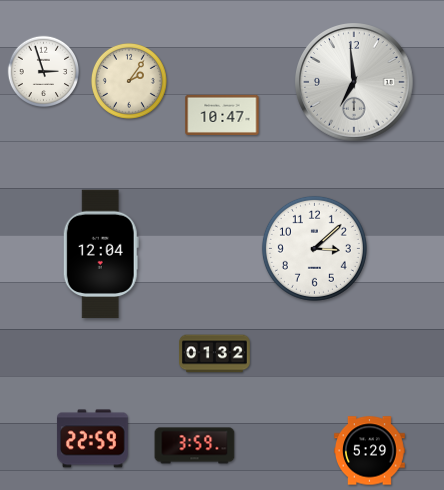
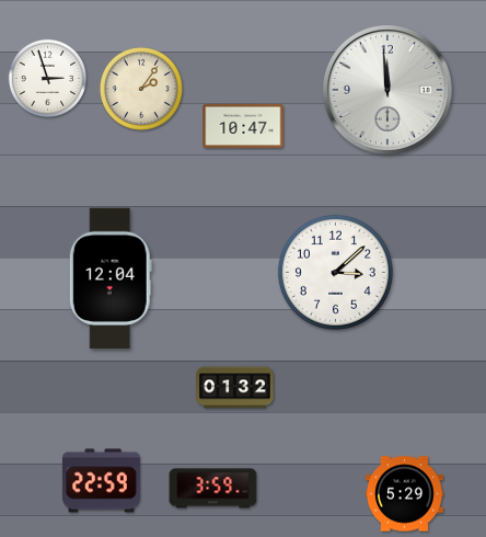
clock at (355, 83): 6:59 -> 11:59
clock at (314, 248) position: (314, 248) -> (335, 272)
